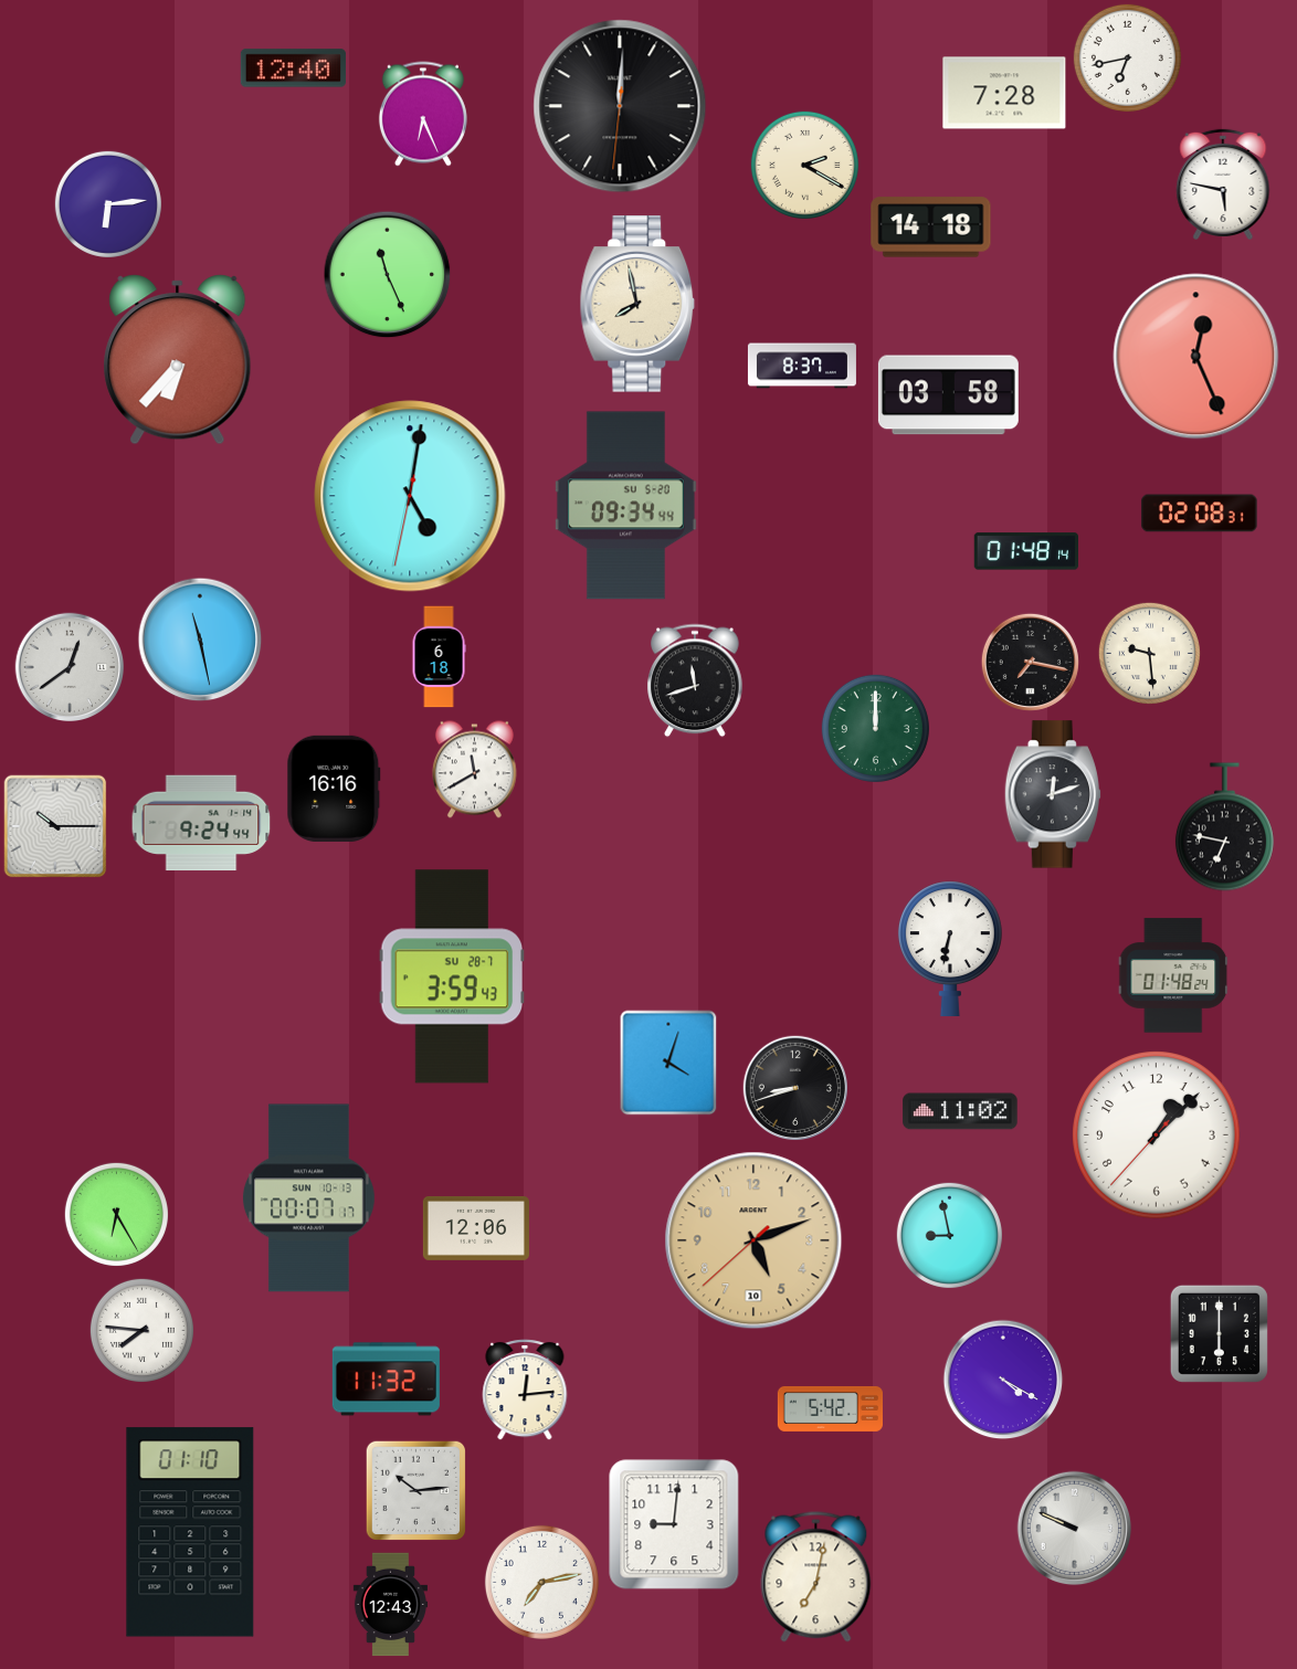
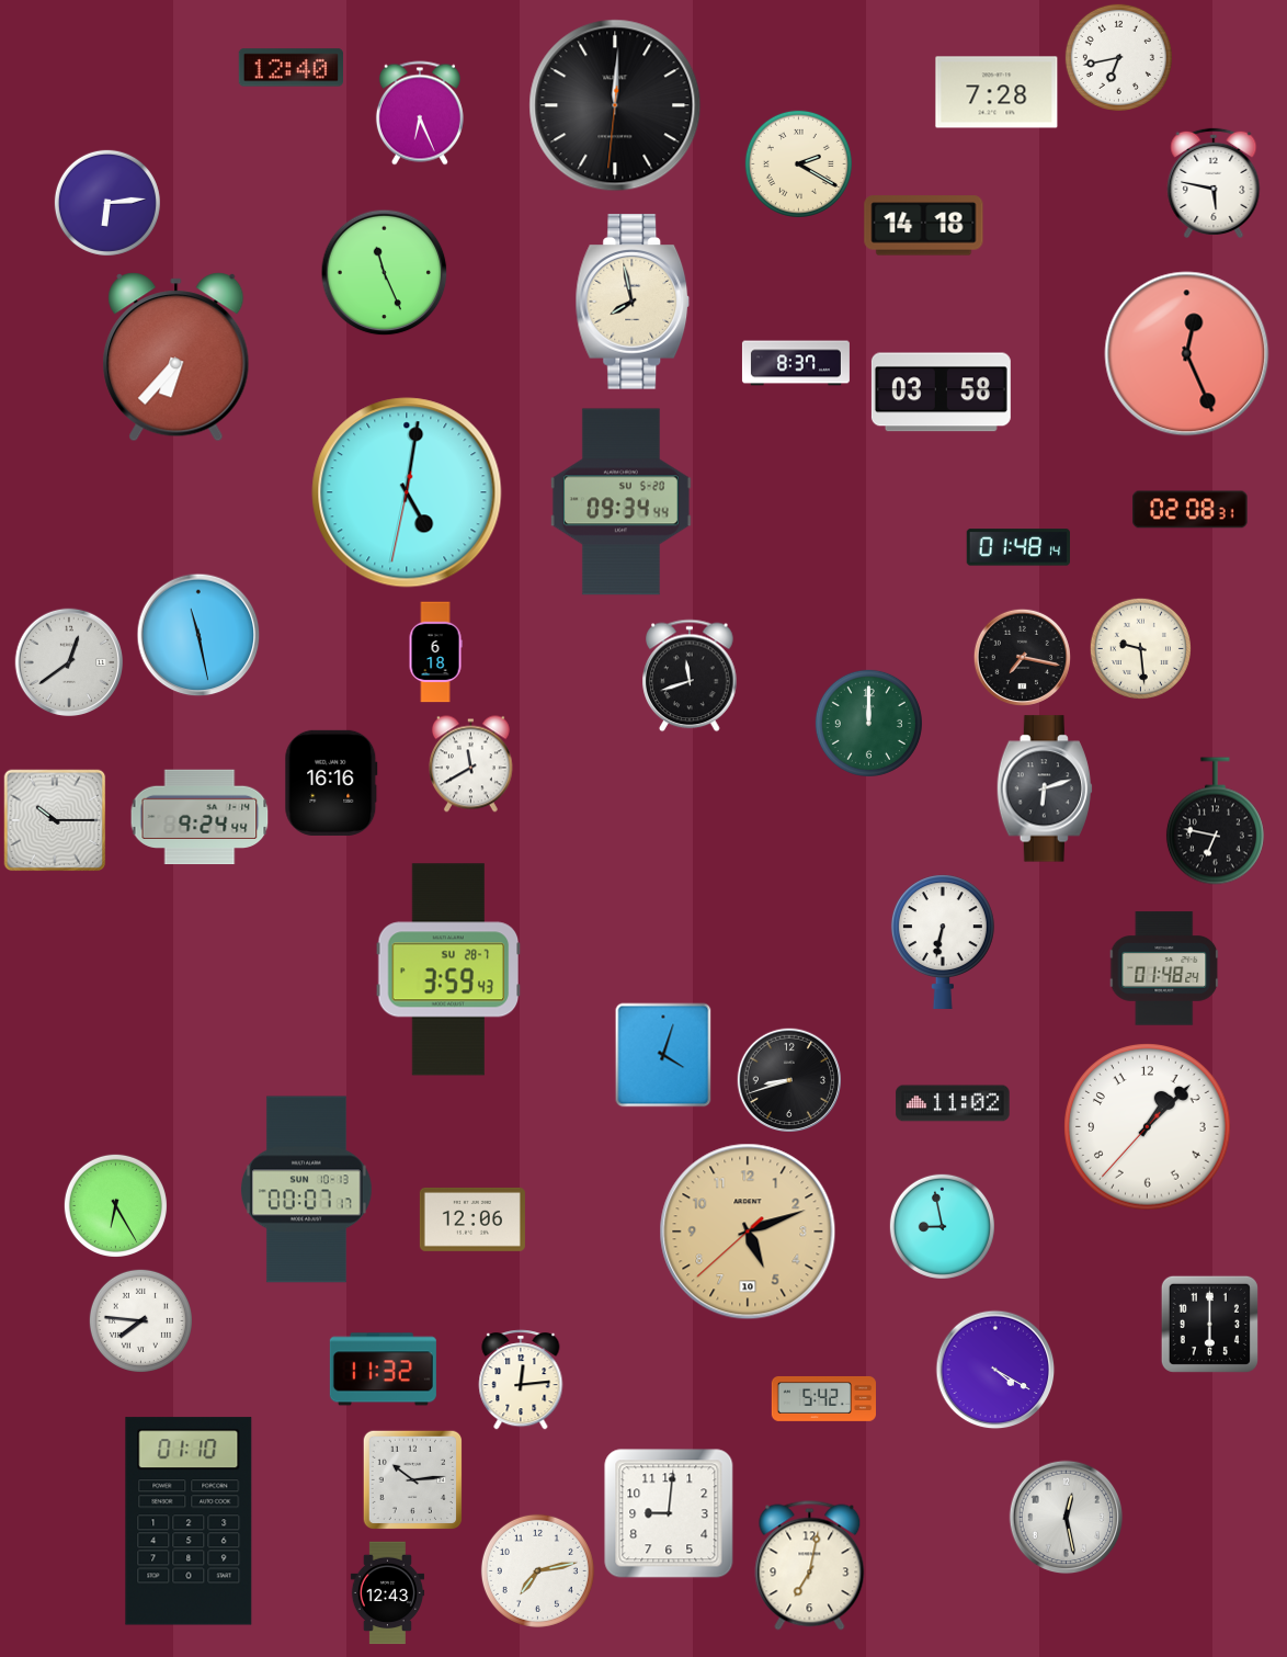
clock at (1052, 794): 12:12 -> 6:12
clock at (1075, 1529): 9:49 -> 12:28
